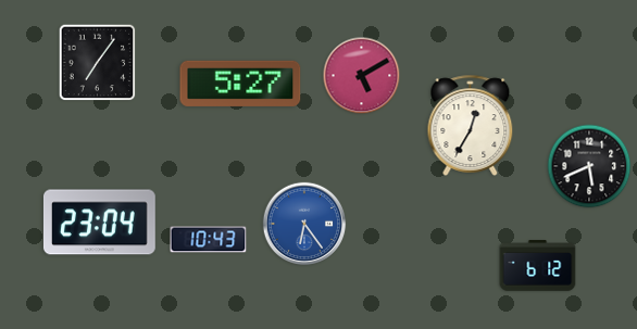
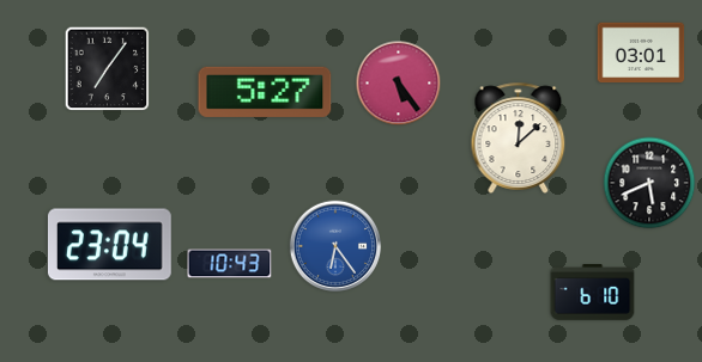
clock at (641, 53): none -> 03:01
clock at (362, 76): 5:10 -> 5:24
clock at (471, 125): 12:35 -> 12:08
clock at (538, 266): 6:12 -> 6:10
